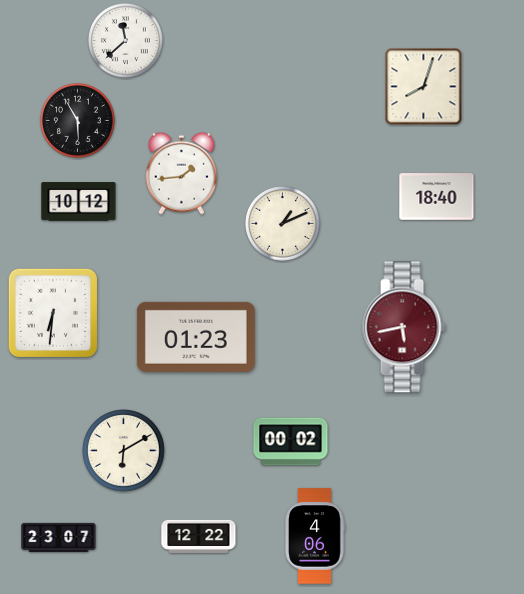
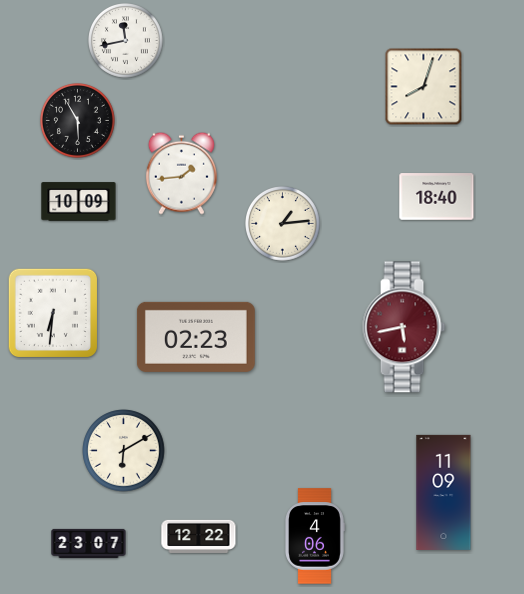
clock at (126, 41): 11:38 -> 11:43
clock at (79, 202): 10:12 -> 10:09
clock at (283, 224): 1:11 -> 1:14
clock at (196, 337): 01:23 -> 02:23
clock at (291, 442): 00:02 -> none
clock at (444, 492): none -> 11:09
clock at (59, 537) position: (59, 537) -> (89, 543)
